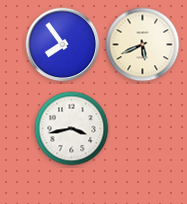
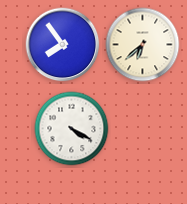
clock at (143, 45): 5:41 -> 6:38
clock at (72, 129): 3:43 -> 4:20
